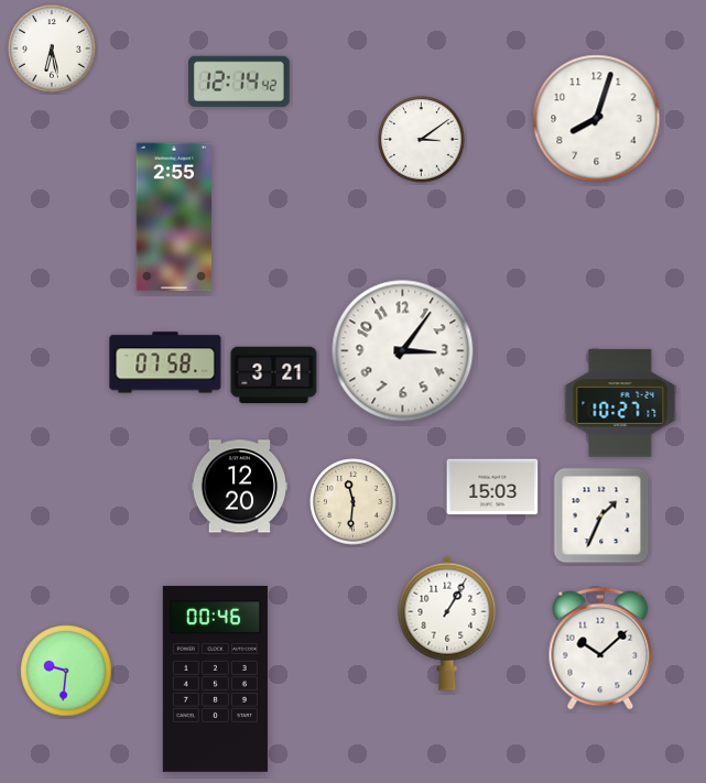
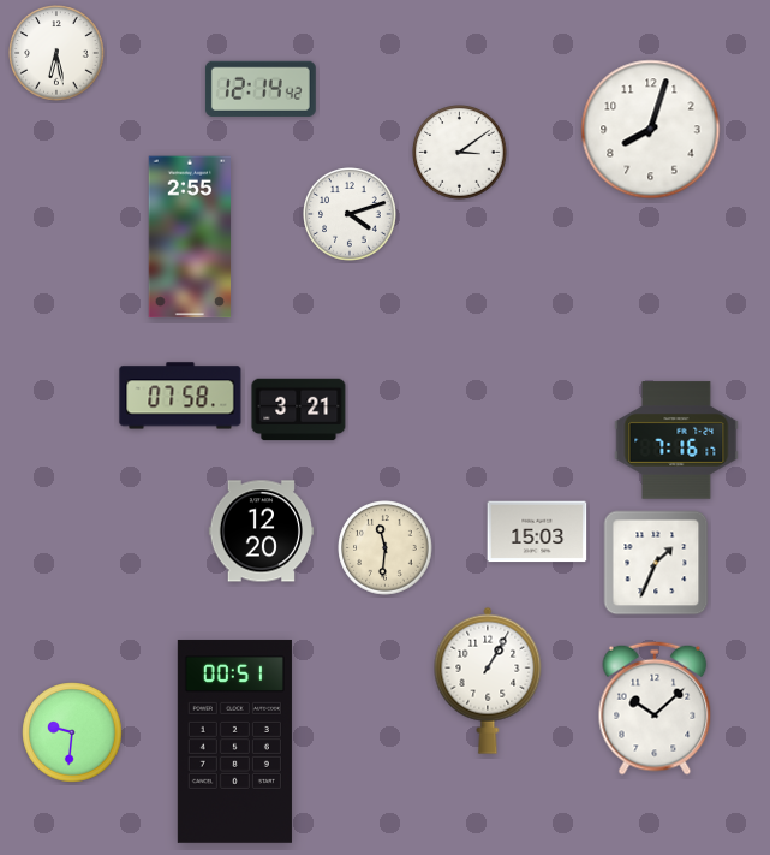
clock at (350, 214): none -> 4:12
clock at (403, 351): 3:06 -> none
clock at (620, 403): 10:27 -> 7:16
clock at (215, 679): 00:46 -> 00:51
